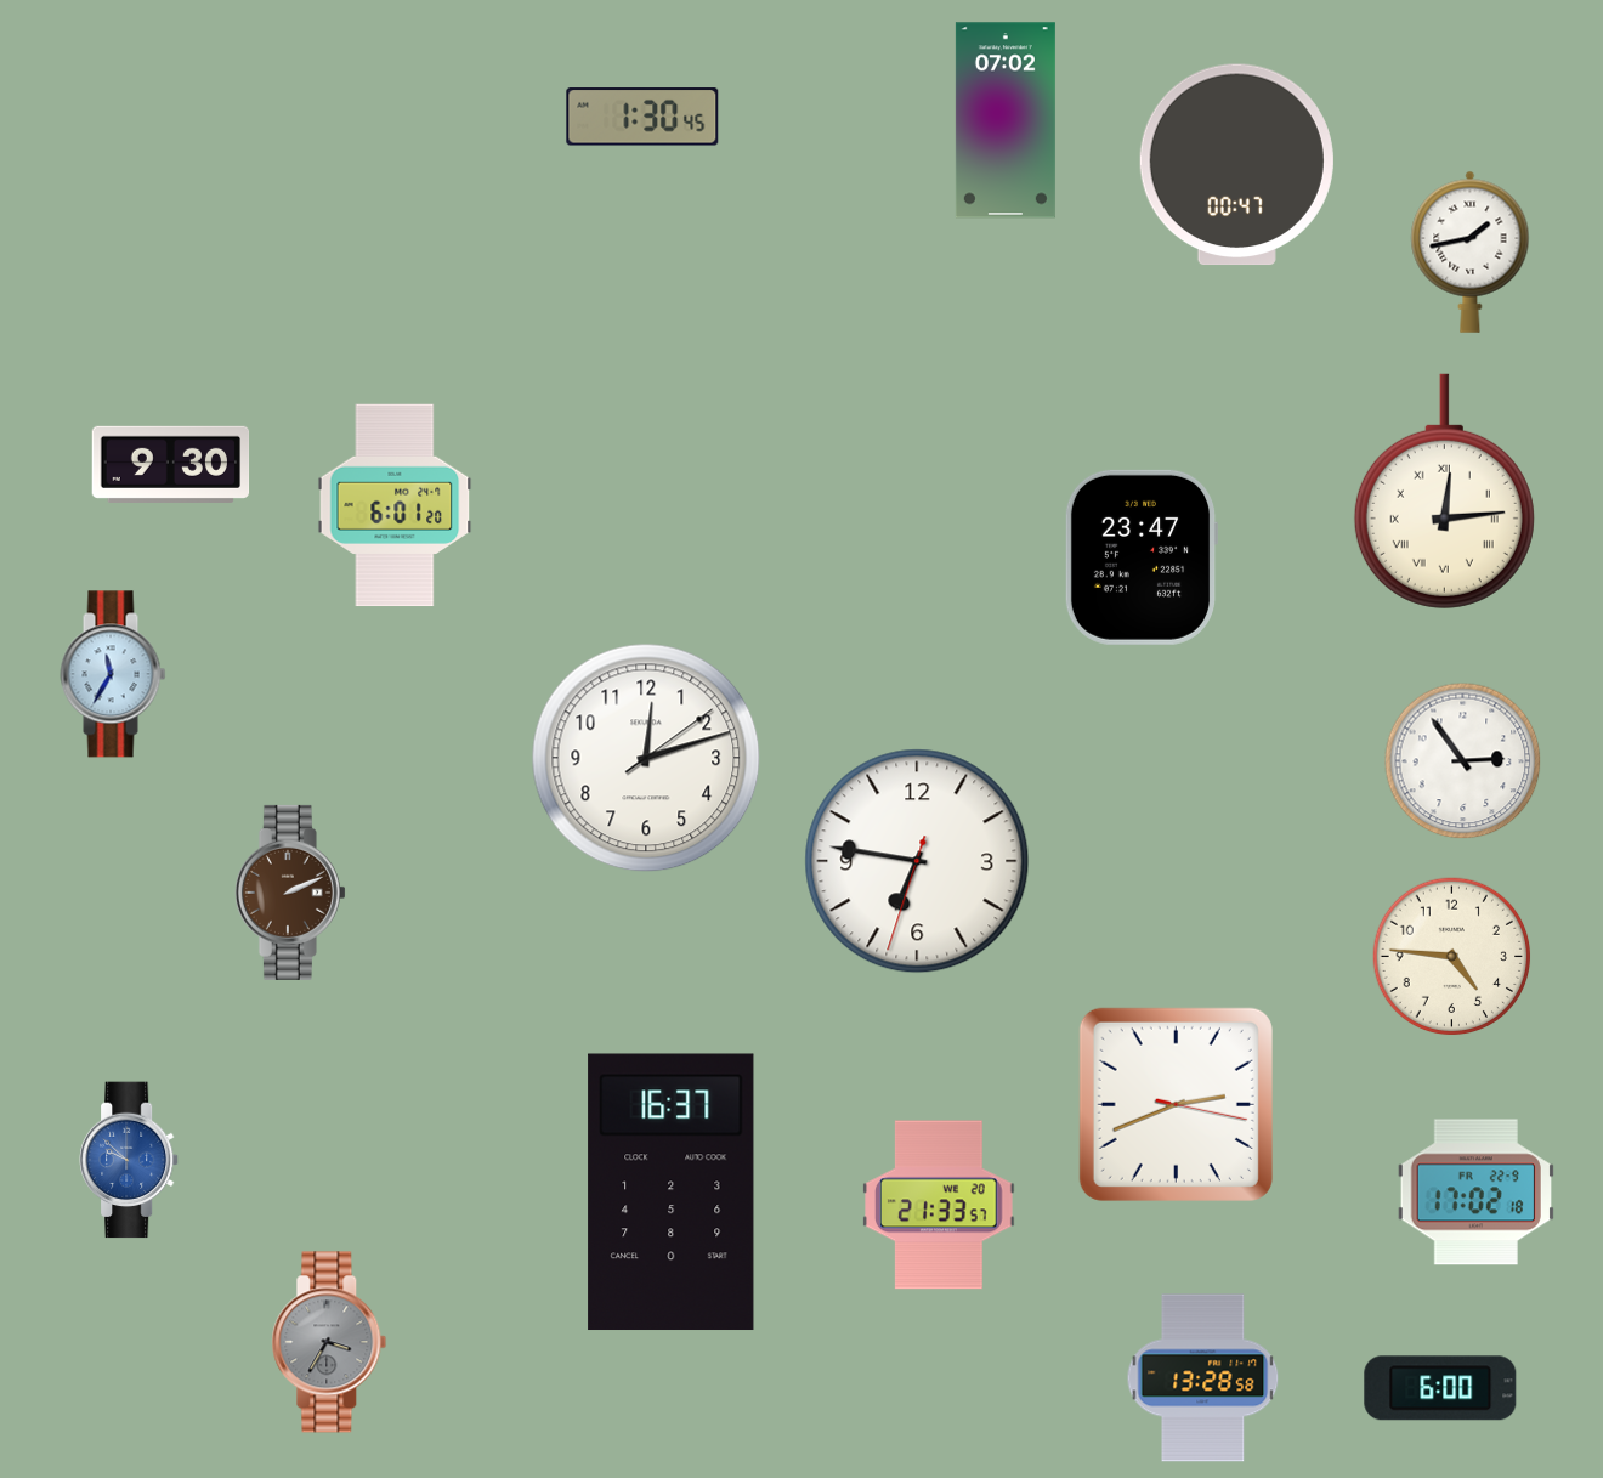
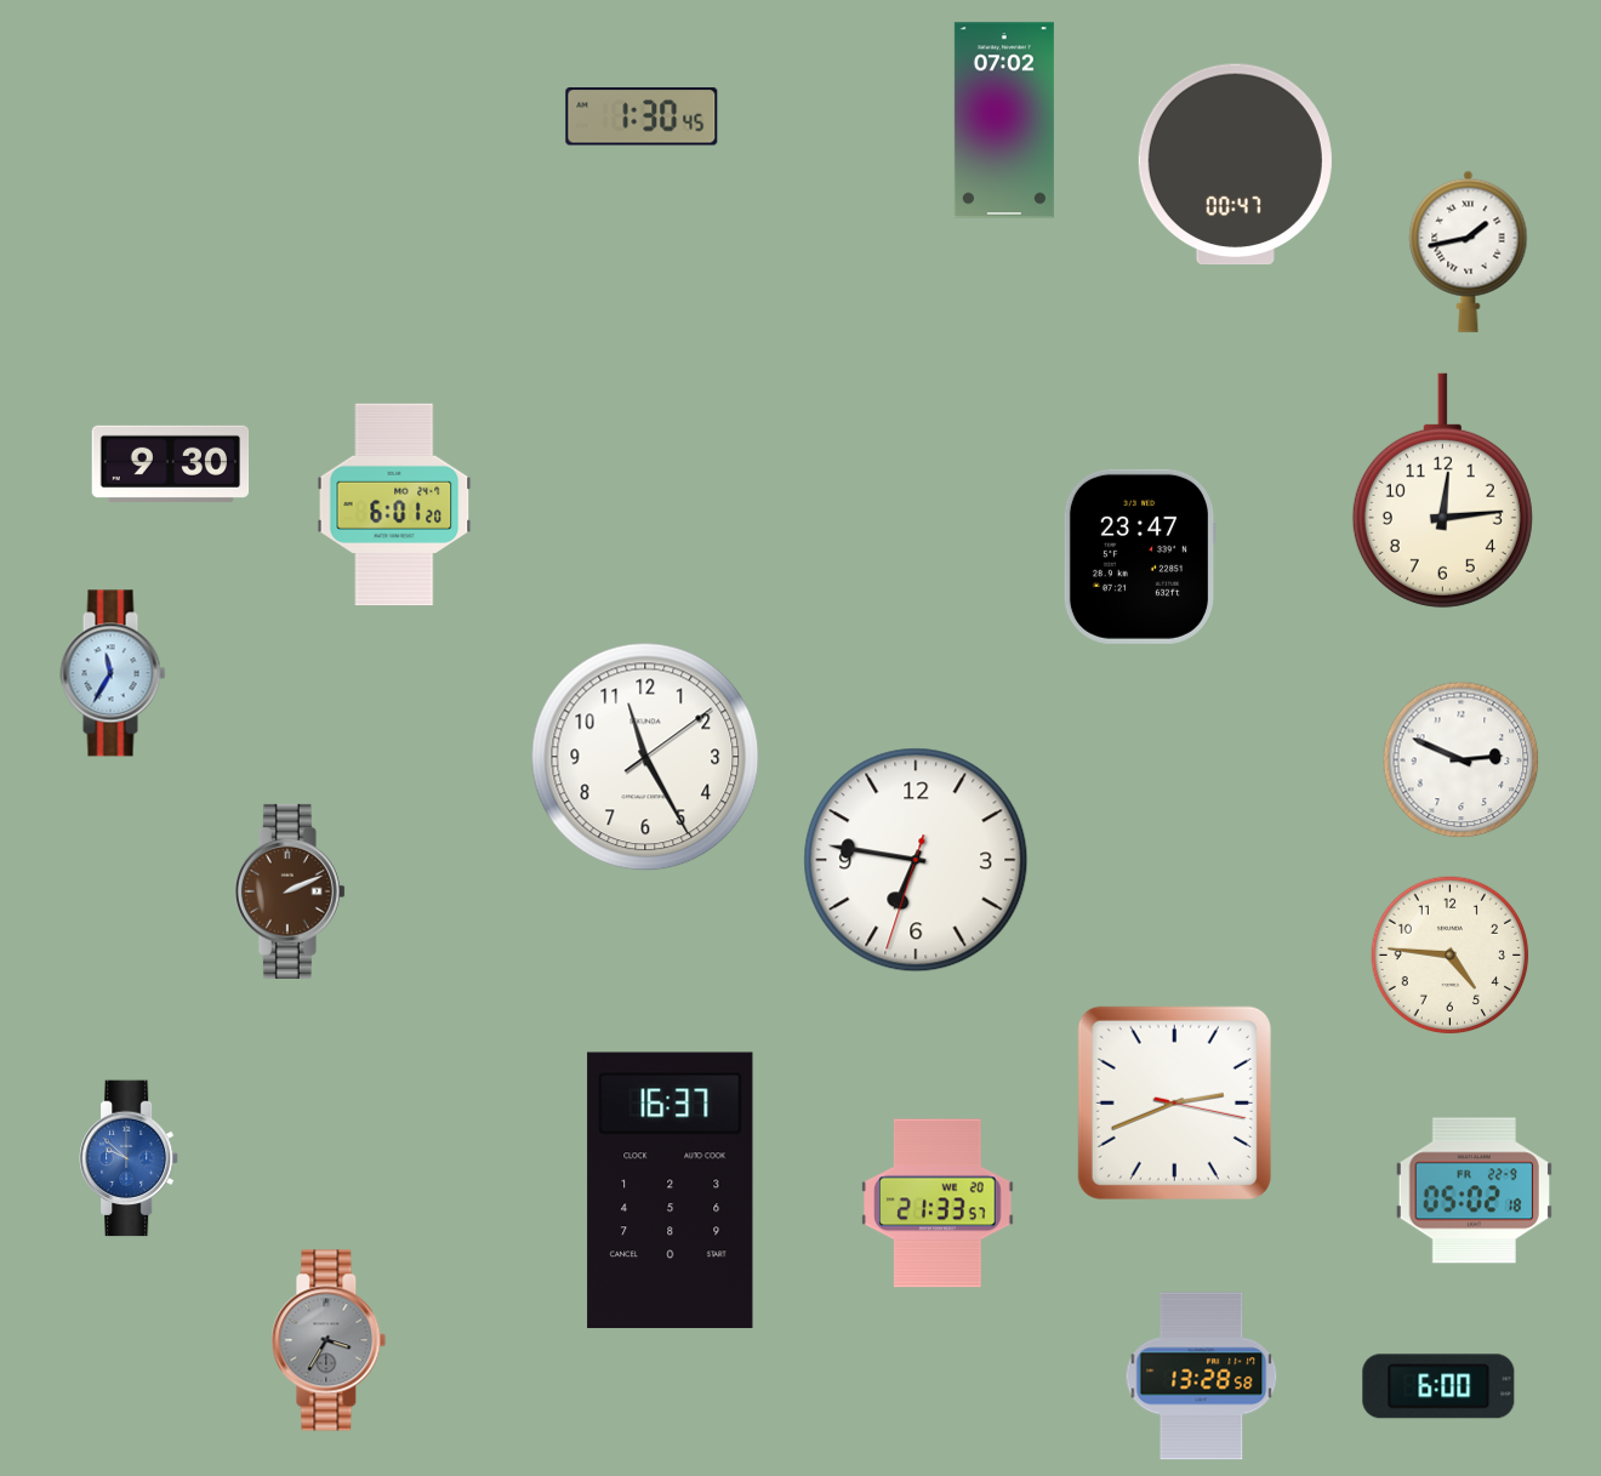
clock at (1444, 491) numerals: Roman -> Arabic
clock at (646, 758): 12:12 -> 11:25
clock at (1463, 761): 2:54 -> 2:49
clock at (1475, 1193): 17:02 -> 05:02
